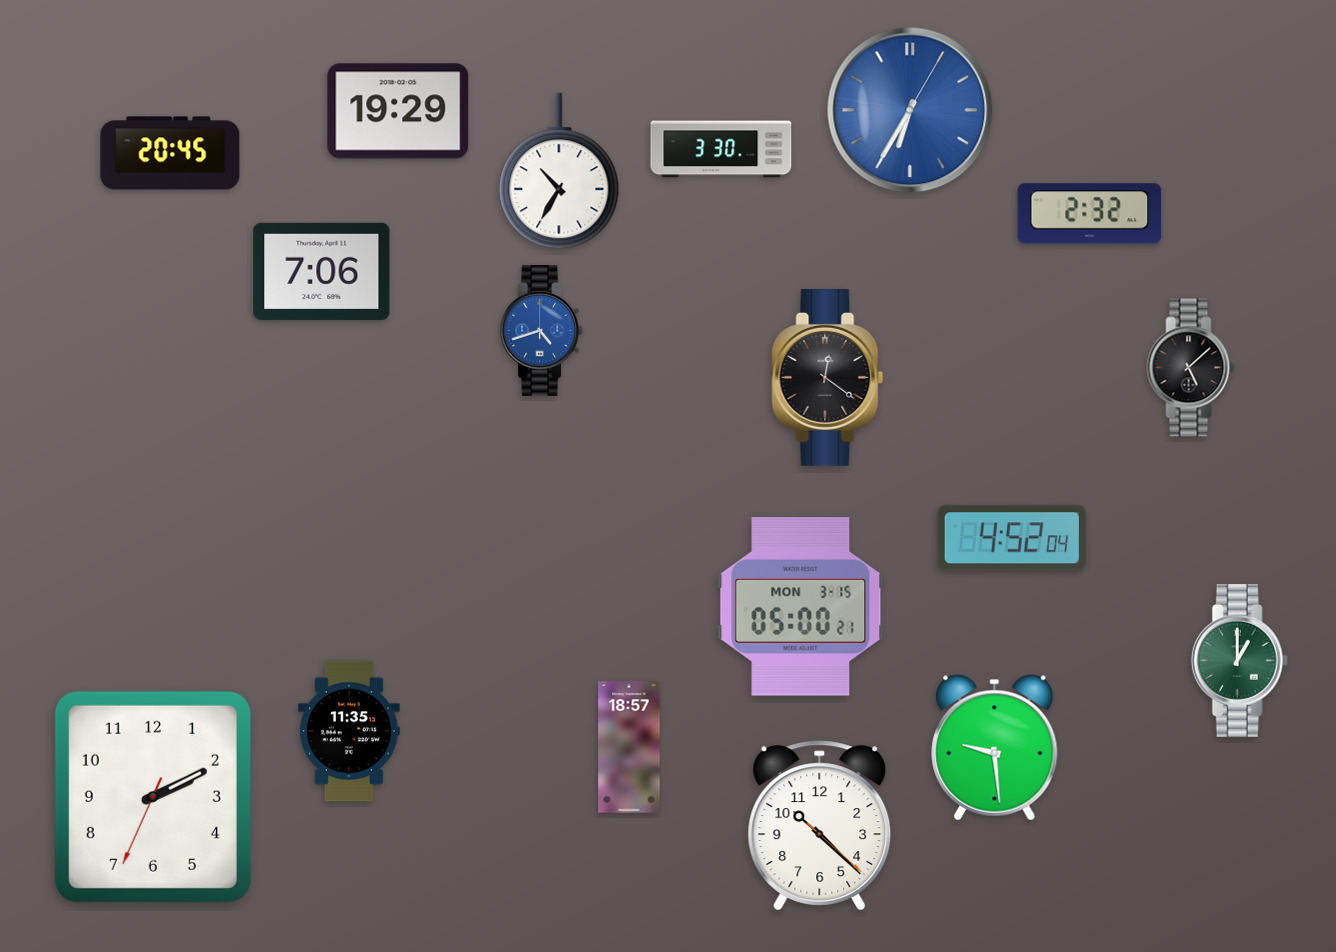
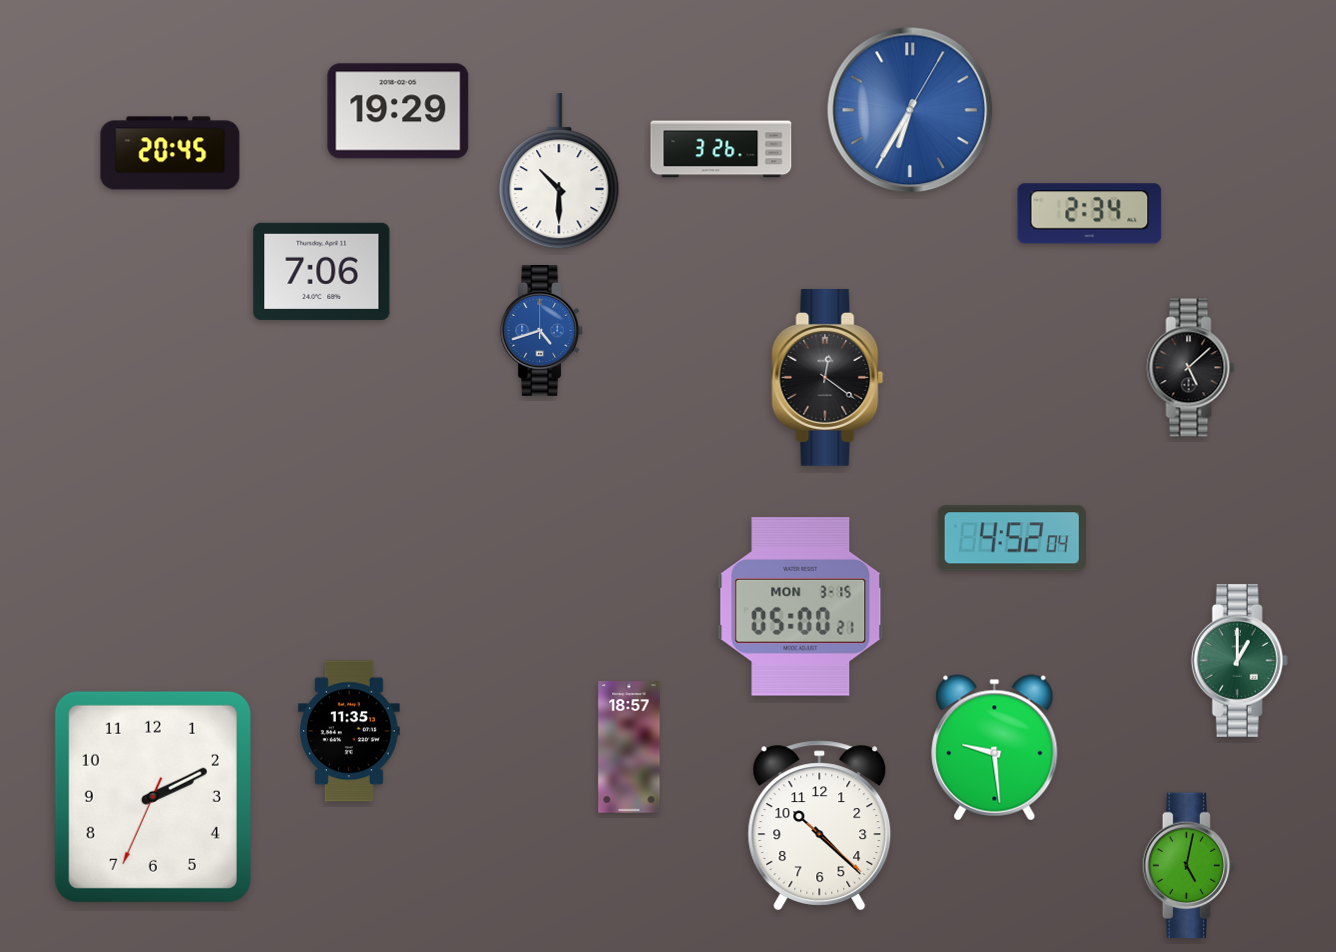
clock at (721, 149): 3:30 -> 3:26
clock at (559, 172): 10:35 -> 10:30
clock at (1090, 214): 2:32 -> 2:34
clock at (1188, 866): none -> 5:02
